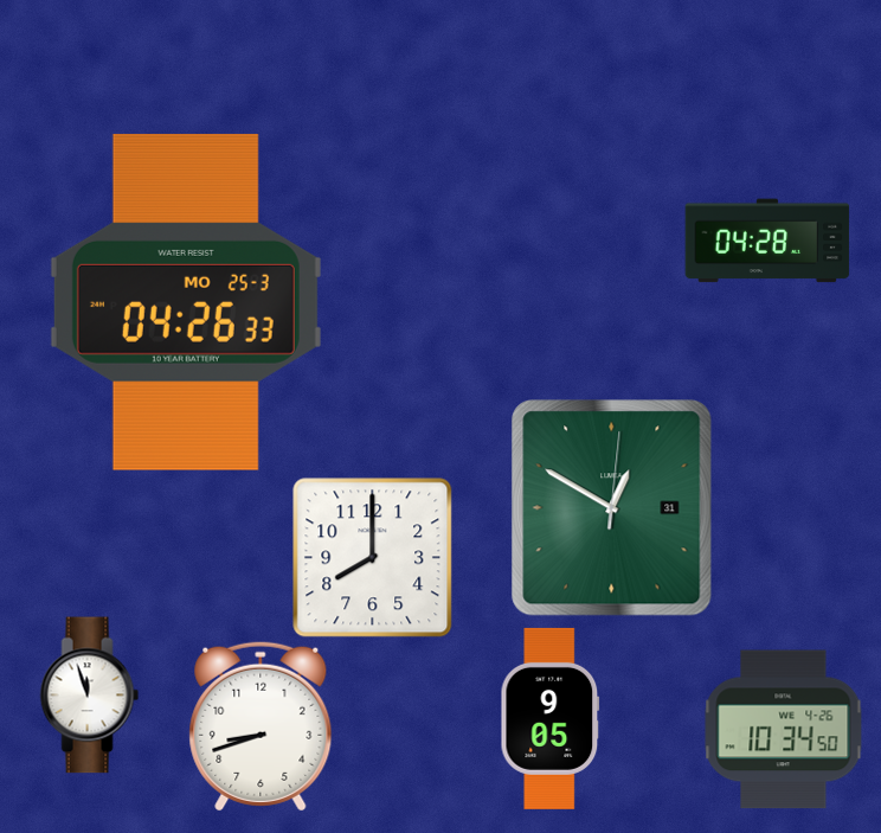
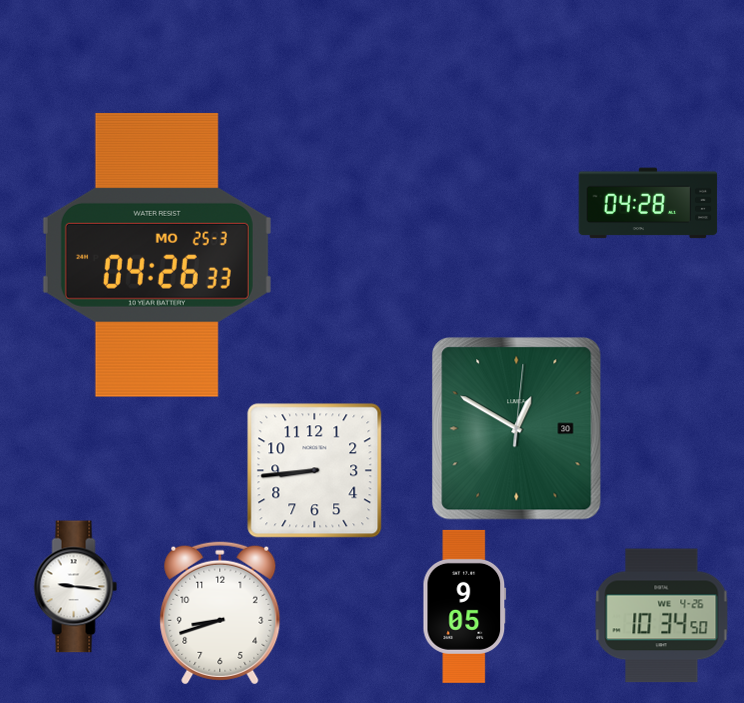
clock at (612, 508) date: 31 -> 30
clock at (373, 558): 8:00 -> 8:44
clock at (90, 696): 11:57 -> 9:16
